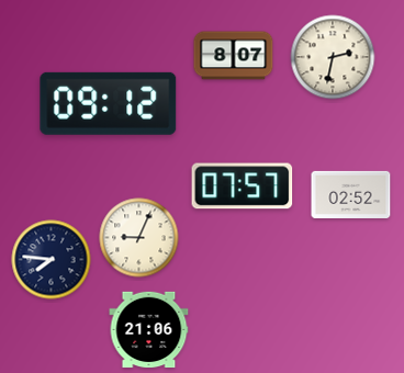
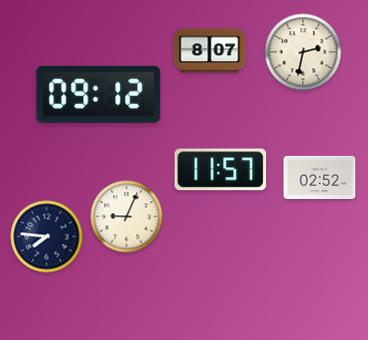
clock at (234, 56) position: (234, 56) -> (210, 51)
clock at (243, 187): 07:57 -> 11:57
clock at (149, 330): 21:06 -> none
